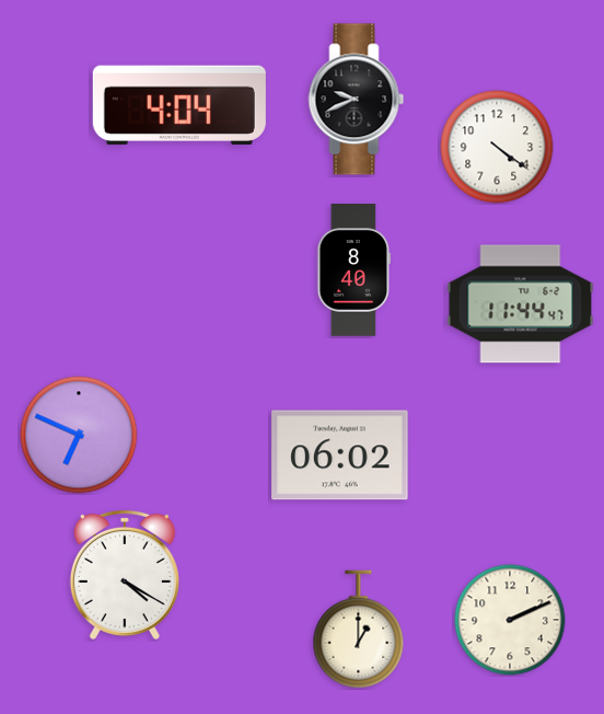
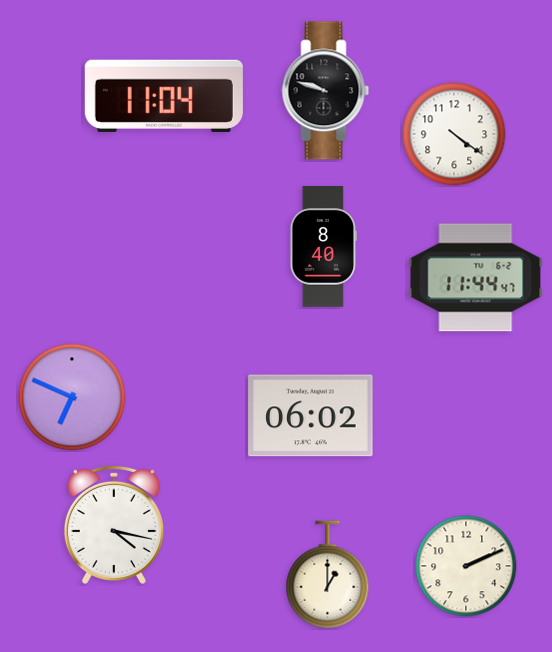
clock at (357, 100): 9:41 -> 9:48
clock at (179, 105): 4:04 -> 11:04
clock at (125, 575): 4:20 -> 4:17
